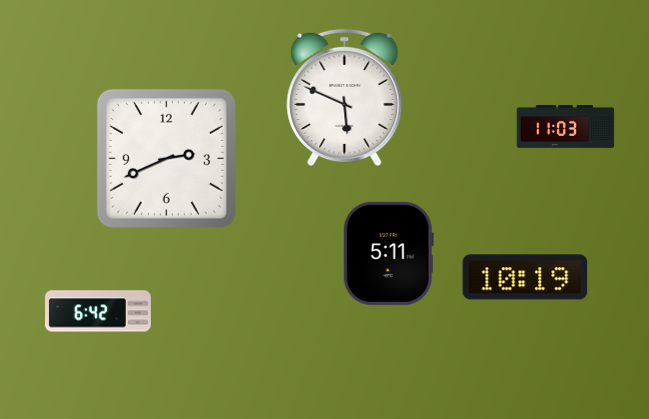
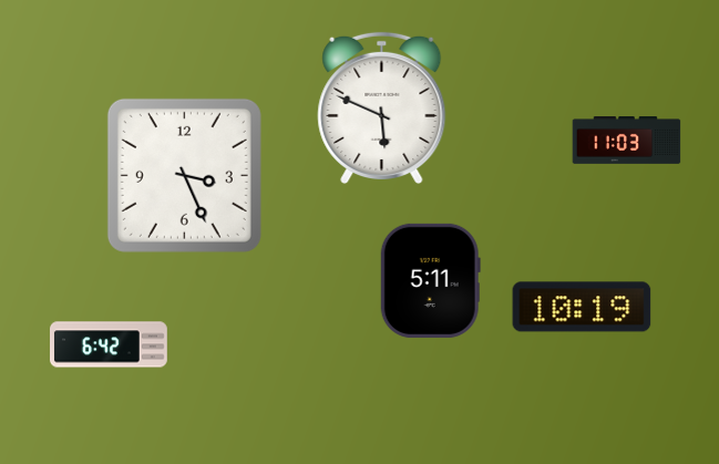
clock at (166, 158): 2:41 -> 3:26
